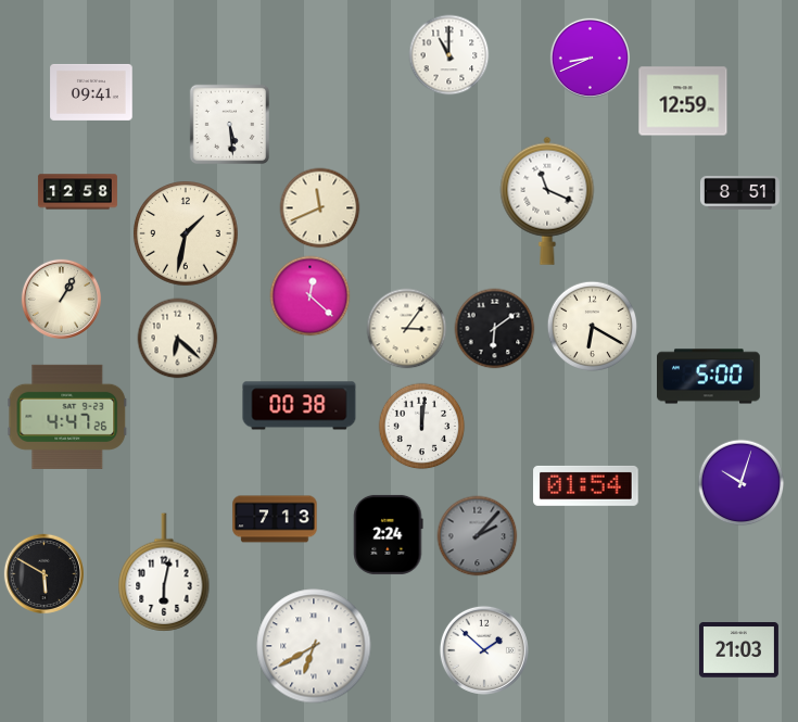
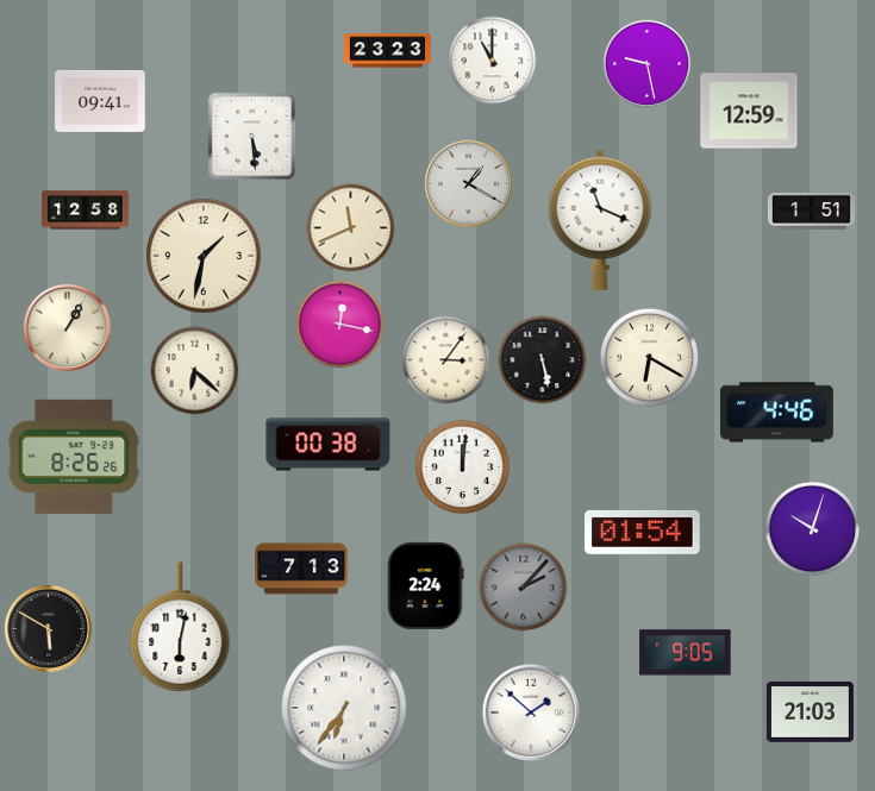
clock at (387, 51): none -> 23:23
clock at (590, 58): 8:41 -> 9:28
clock at (468, 183): none -> 1:20
clock at (739, 192): 8:51 -> 1:51
clock at (311, 296): 12:22 -> 12:17
clock at (495, 329): 6:09 -> 5:28
clock at (709, 377): 5:00 -> 4:46
clock at (67, 417): 4:47 -> 8:26
clock at (686, 653): none -> 9:05
clock at (314, 646): 6:40 -> 6:36
